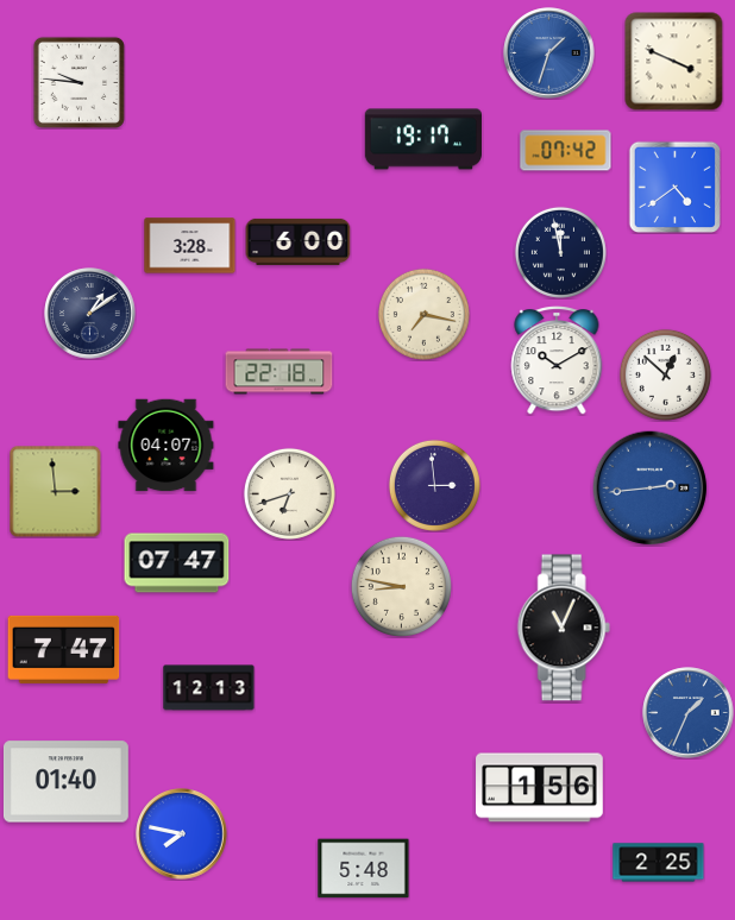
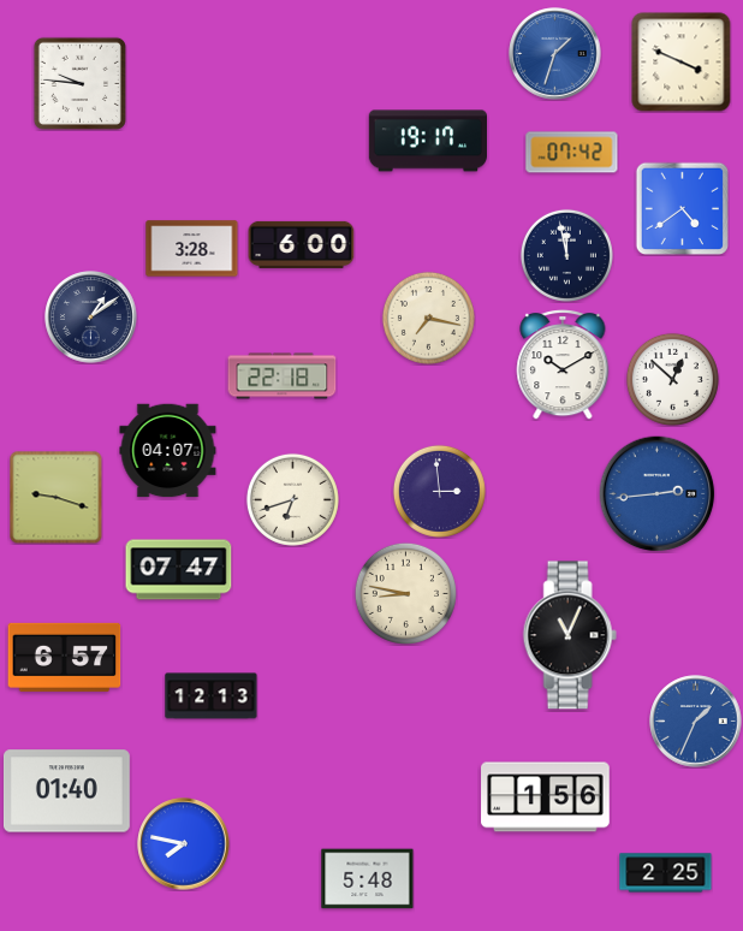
clock at (674, 187) position: (674, 187) -> (682, 208)
clock at (55, 491): 2:59 -> 9:18
clock at (64, 649): 7:47 -> 6:57
